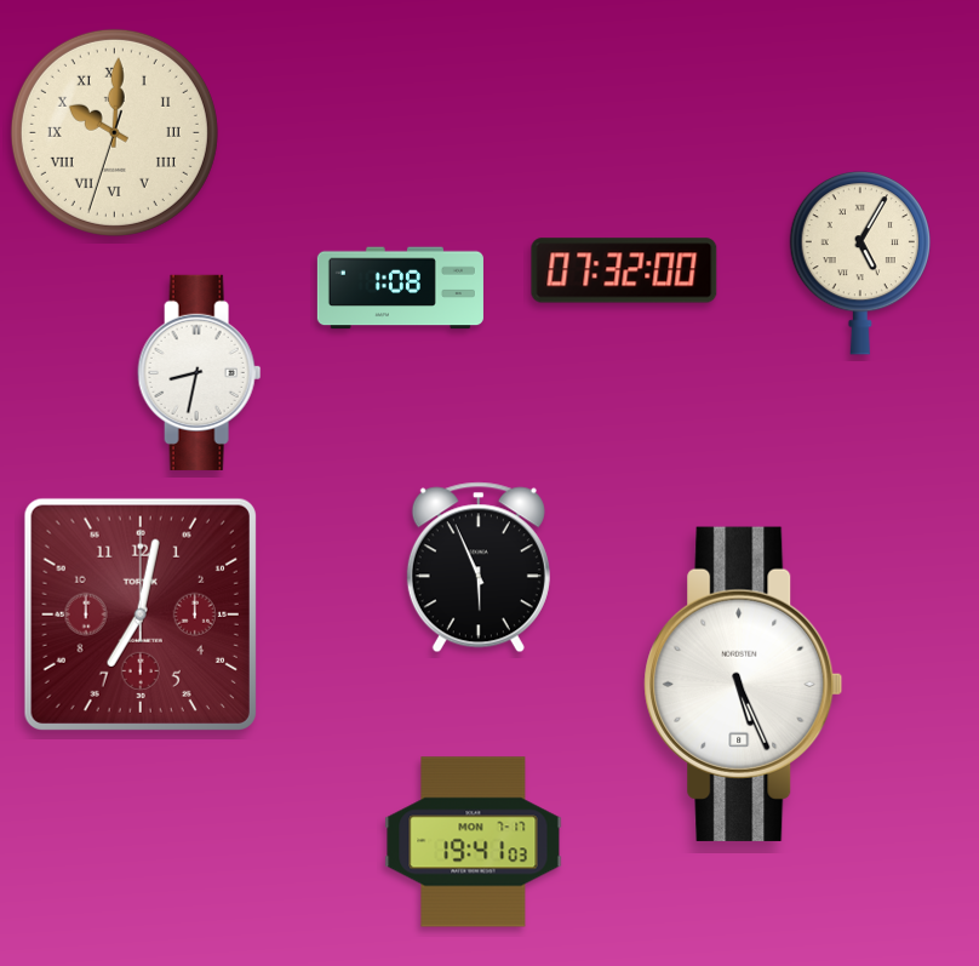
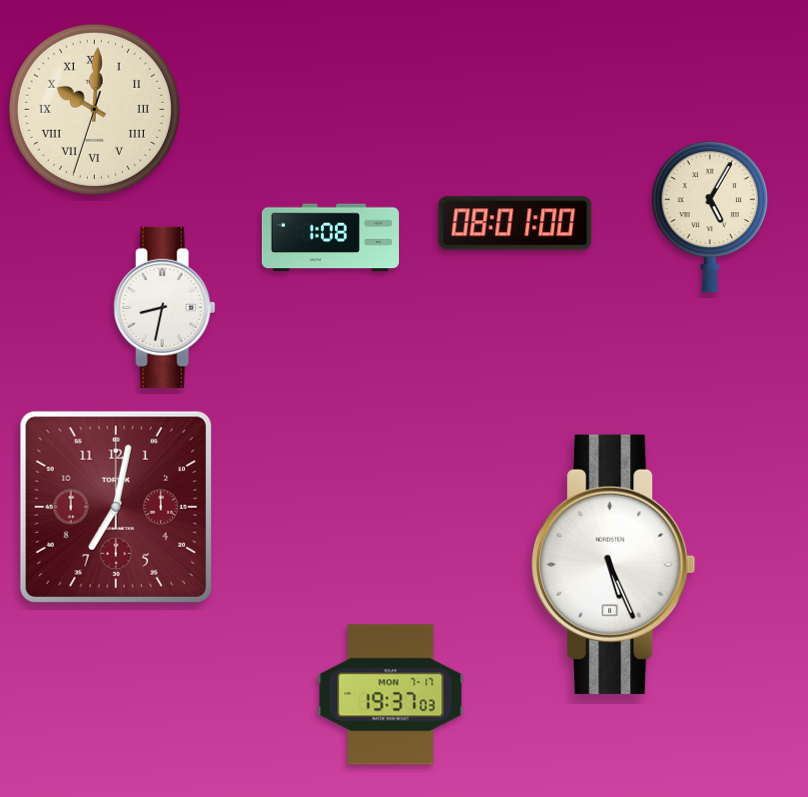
clock at (624, 270): 07:32 -> 08:01
clock at (479, 567): 5:56 -> none
clock at (474, 842): 19:41 -> 19:37
